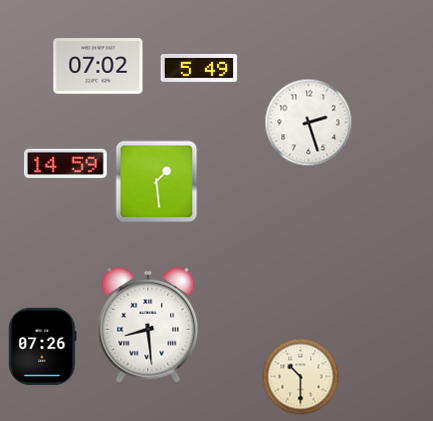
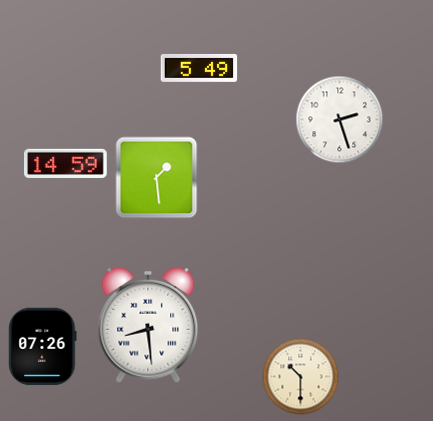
clock at (98, 66): 07:02 -> none
clock at (309, 123) position: (309, 123) -> (340, 120)
clock at (157, 182) position: (157, 182) -> (157, 178)
